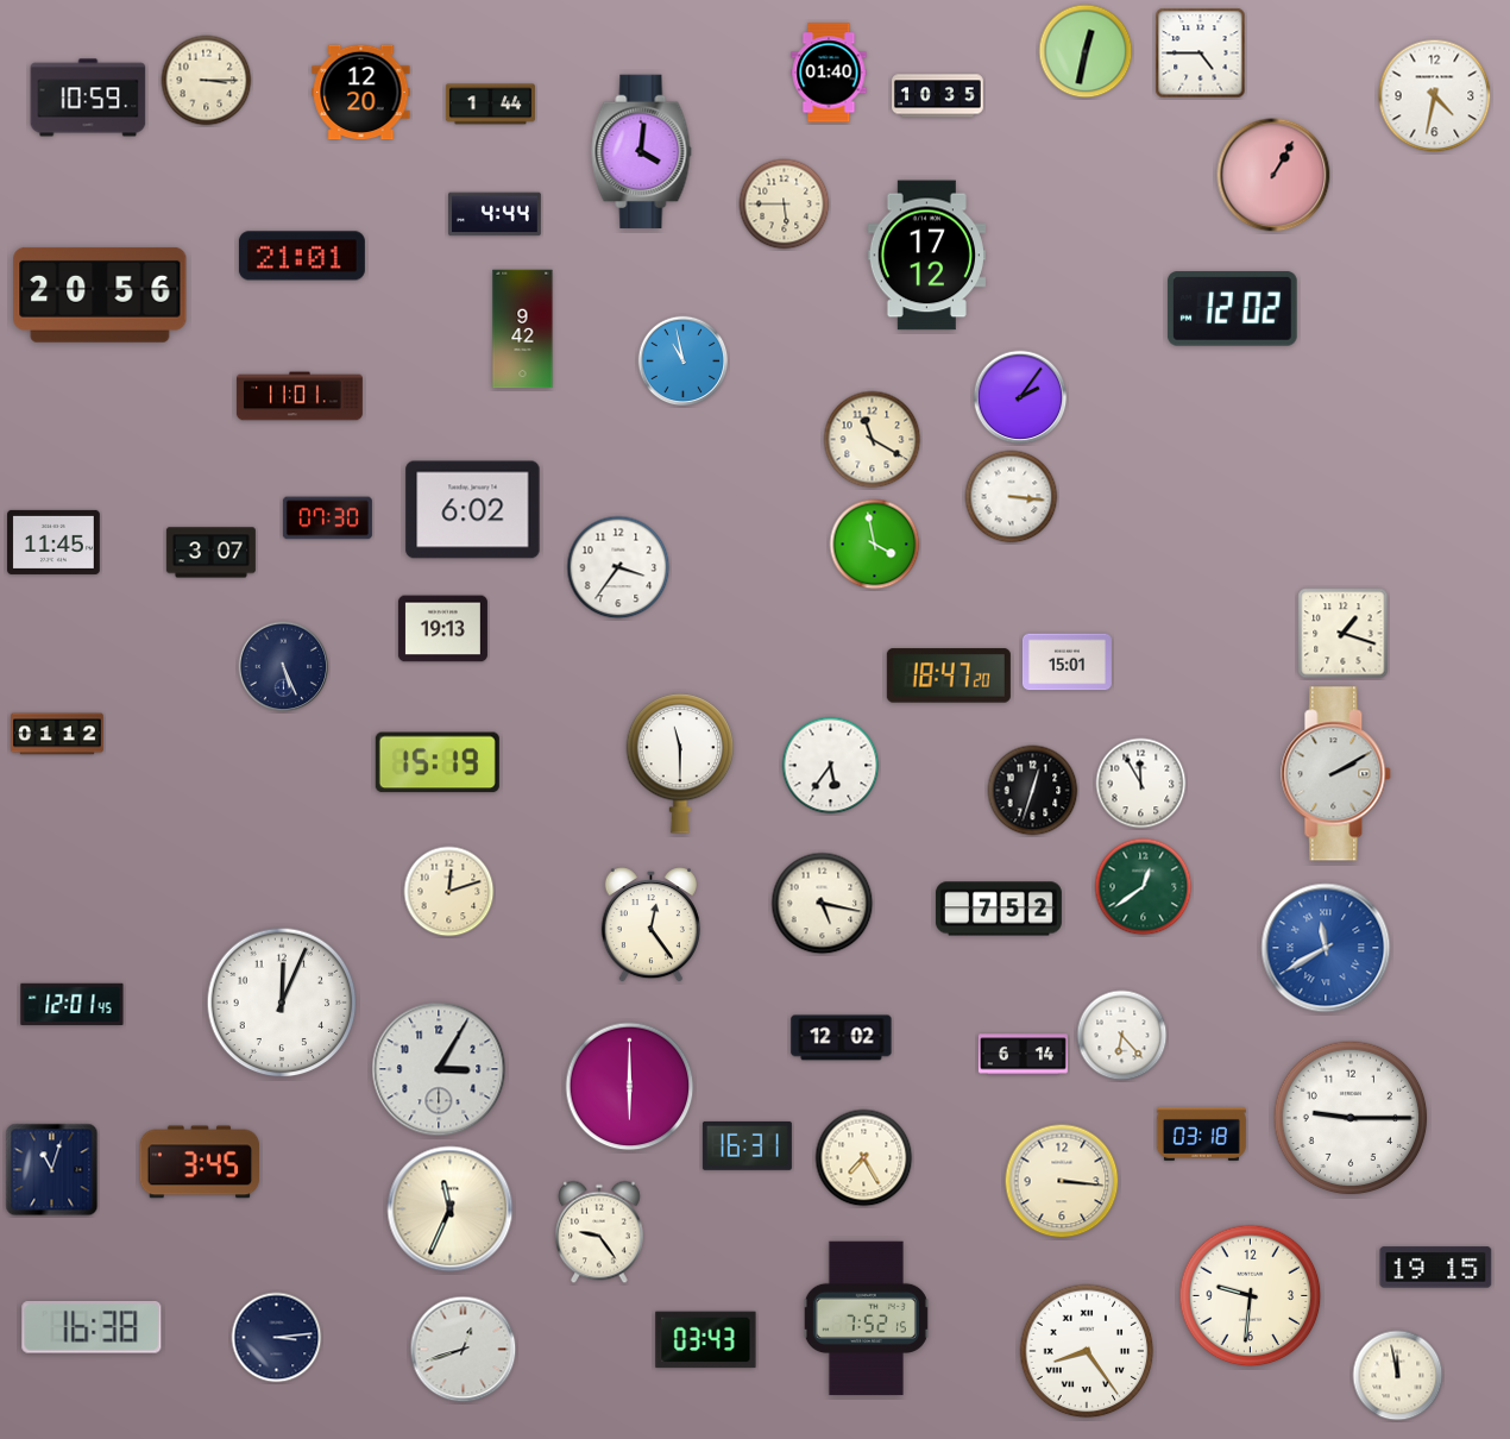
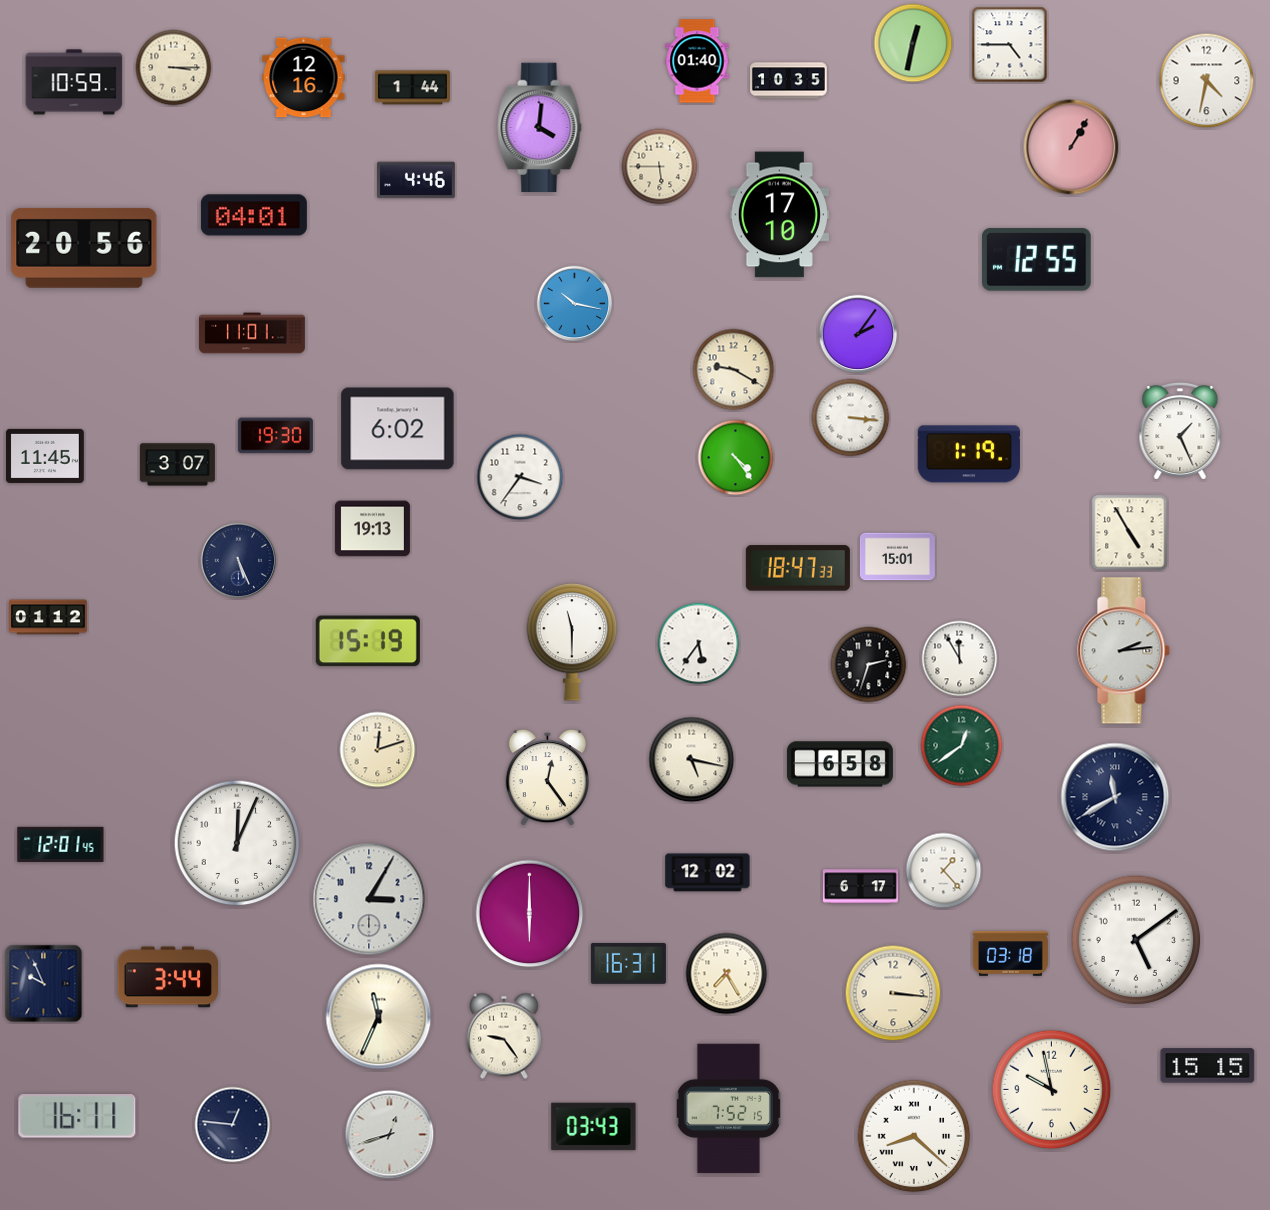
clock at (361, 93): 12:20 -> 12:16
clock at (785, 205) position: (785, 205) -> (660, 167)
clock at (495, 214): 4:44 -> 4:46
clock at (302, 256): 21:01 -> 04:01
clock at (926, 256): 17:12 -> 17:10
clock at (1233, 309): 12:02 -> 12:55
clock at (523, 329): 9:42 -> none
clock at (684, 362): 10:58 -> 10:17
clock at (873, 440): 11:20 -> 9:20
clock at (1180, 432): none -> 1:26
clock at (327, 519): 07:30 -> 19:30
clock at (969, 454): none -> 1:19
clock at (875, 545): 3:58 -> 4:24
clock at (1344, 634): 1:18 -> 4:55
clock at (949, 675): 18:47:20 -> 18:47:33
clock at (1336, 774): 2:10 -> 2:14
clock at (1033, 791): 12:33 -> 2:33
clock at (999, 909): 7:52 -> 6:58
clock at (1326, 948) dial: blue -> navy
clock at (1122, 1036): 6:23 -> 1:23
clock at (1023, 1055): 6:14 -> 6:17
clock at (1351, 1118): 9:15 -> 5:09
clock at (200, 1162): 3:45 -> 3:44
clock at (52, 1170): 11:03 -> 9:56
clock at (1436, 1268): 19:15 -> 15:15
clock at (1251, 1296): 9:31 -> 9:58
clock at (92, 1327): 16:38 -> 16:11
clock at (277, 1338): 3:14 -> 12:46
clock at (1087, 1351): 8:24 -> 8:22
clock at (1398, 1376): 11:58 -> none
